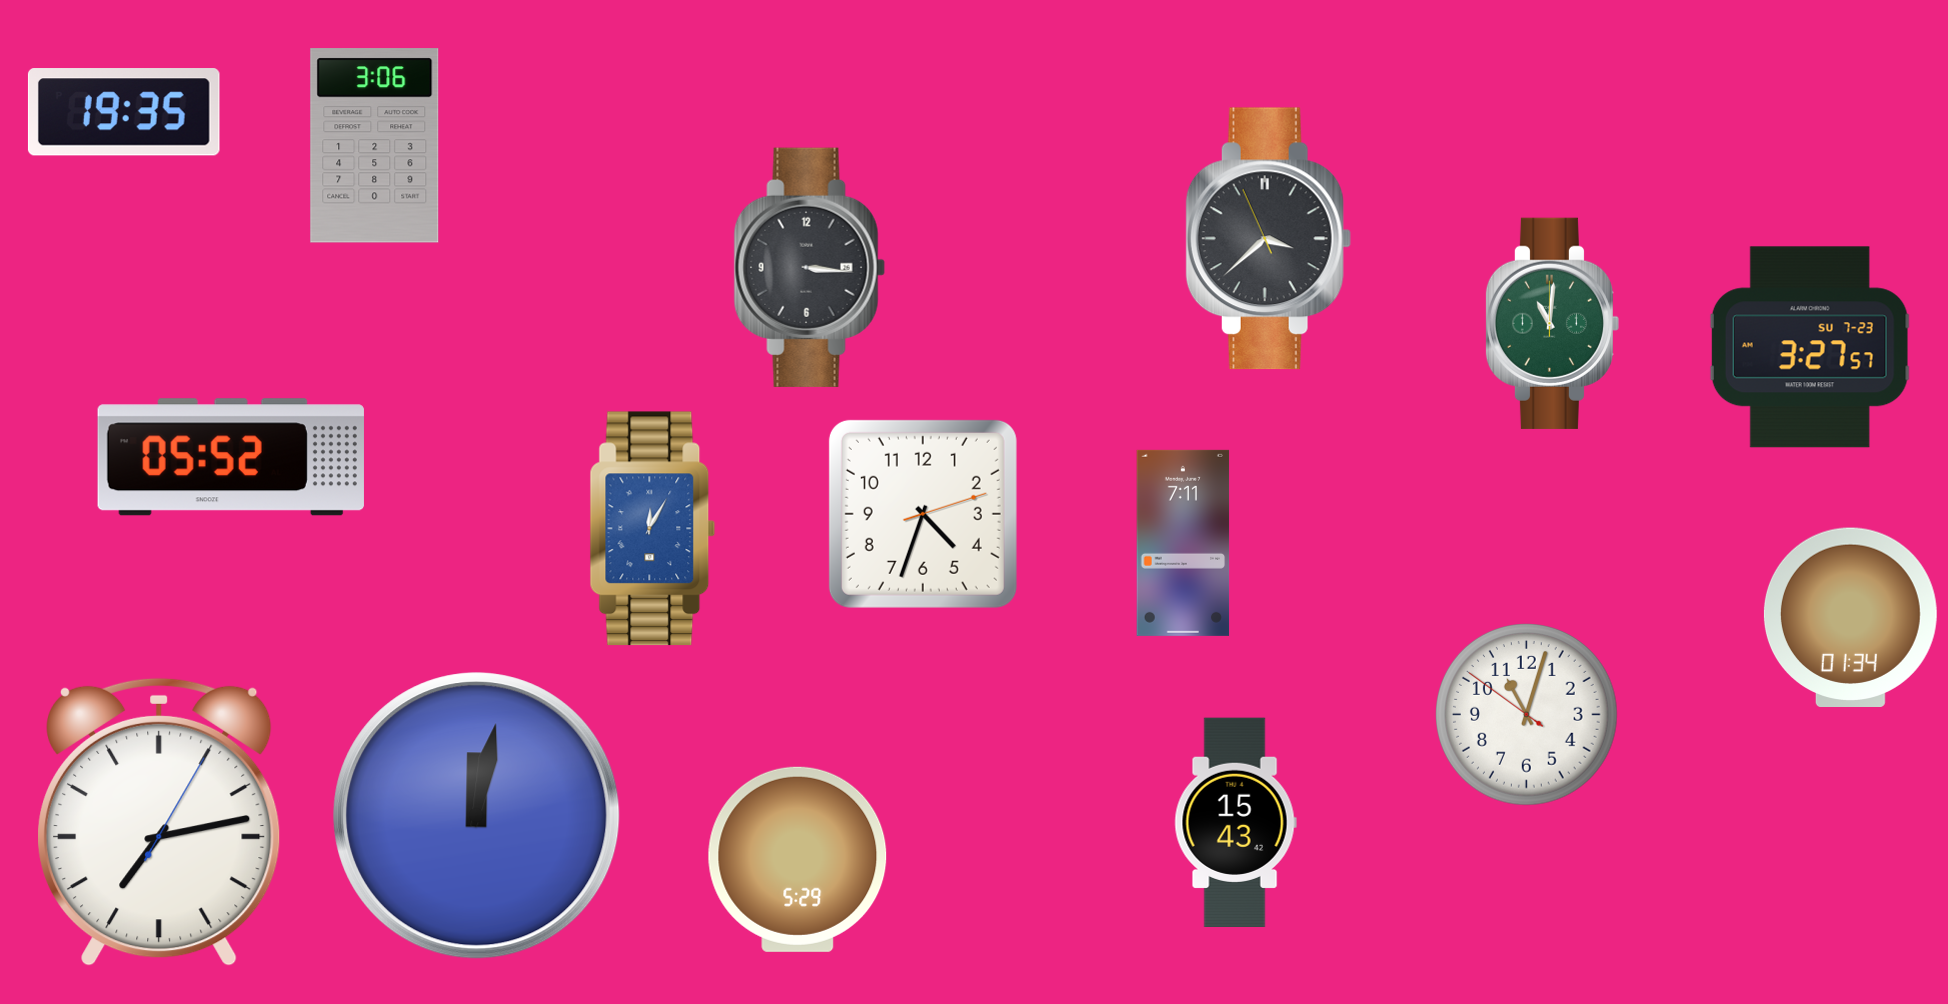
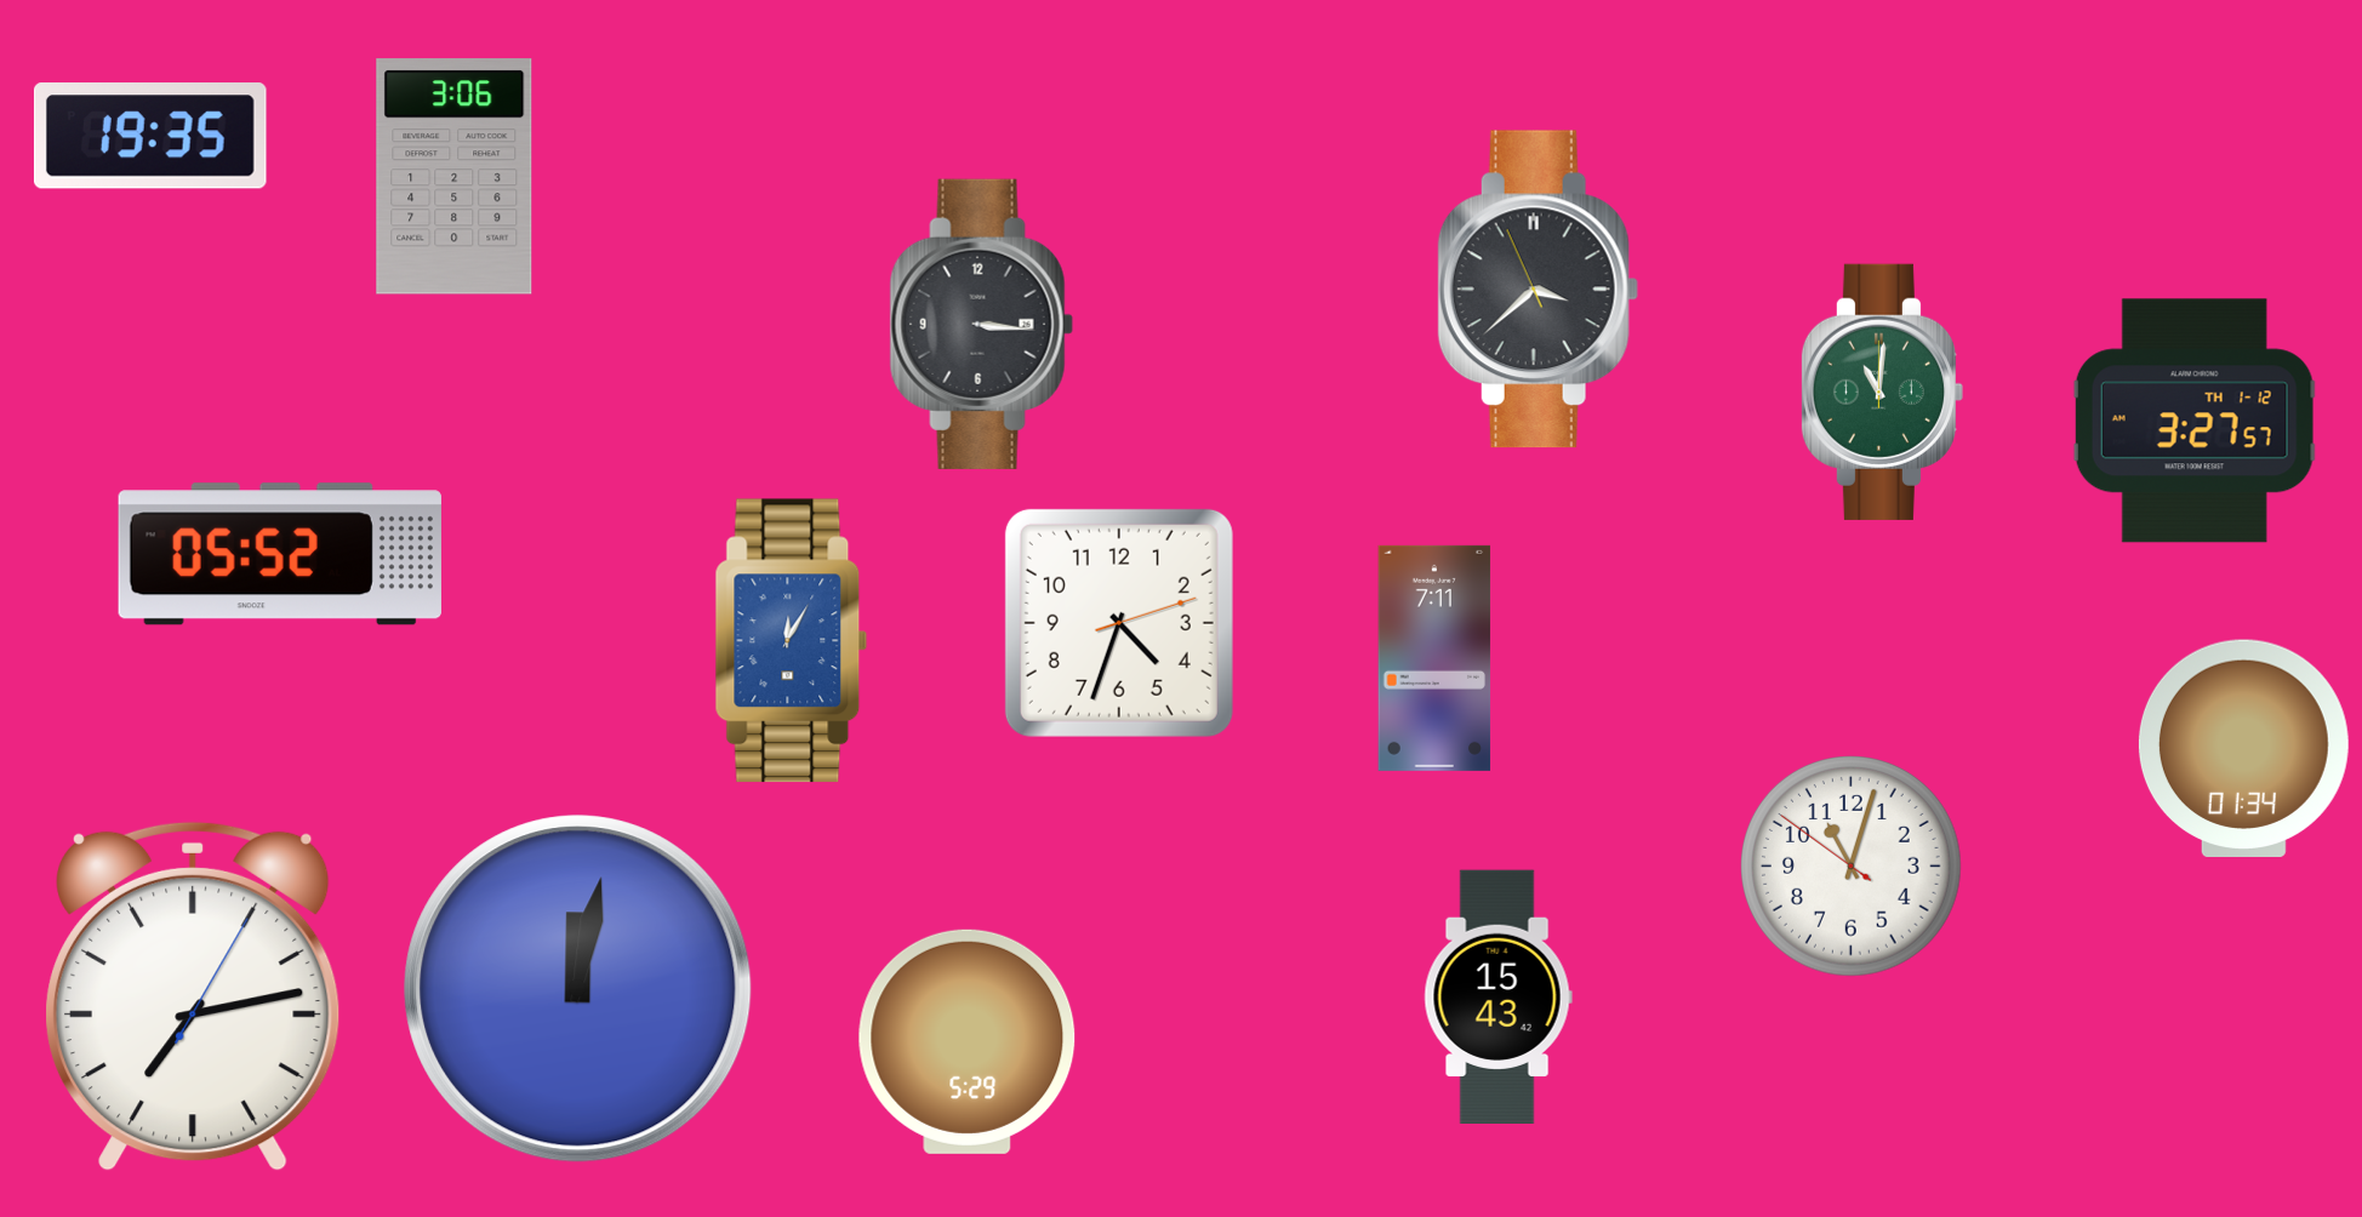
clock at (1810, 347) date: SU 7-23 -> TH 1-12
